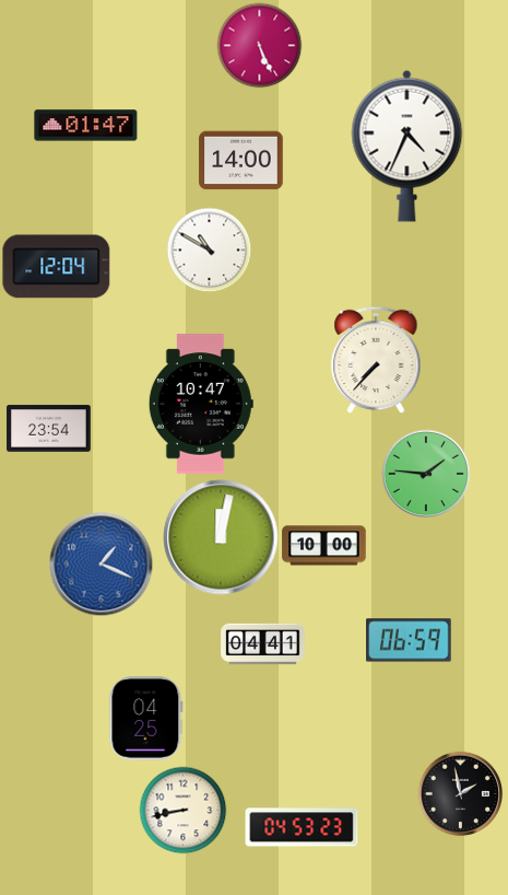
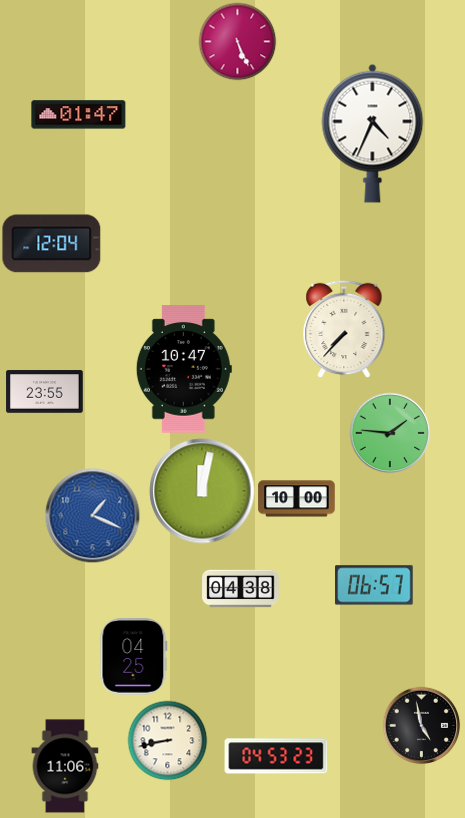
clock at (241, 161): 14:00 -> none
clock at (209, 249): 10:50 -> none
clock at (49, 429): 23:54 -> 23:55
clock at (409, 640): 06:59 -> 06:57
clock at (263, 644): 04:41 -> 04:38
clock at (460, 793): 1:58 -> 4:58
clock at (65, 766): none -> 11:06
